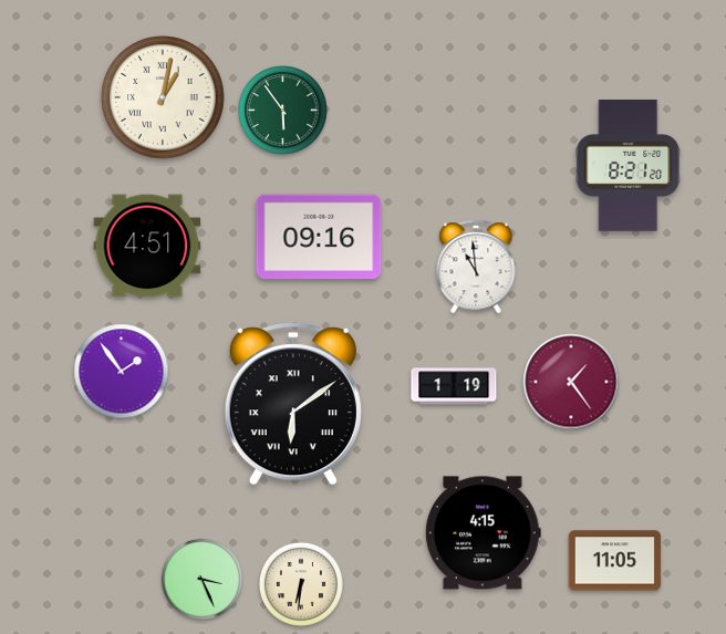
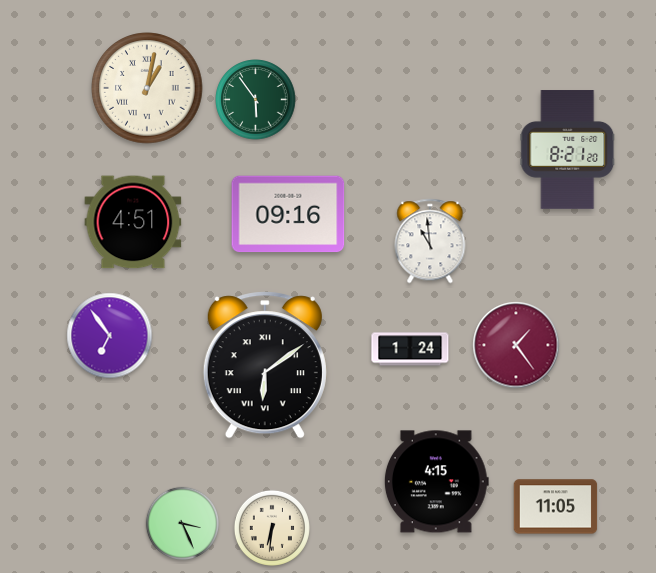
clock at (122, 372): 1:54 -> 6:54
clock at (454, 386): 1:19 -> 1:24
